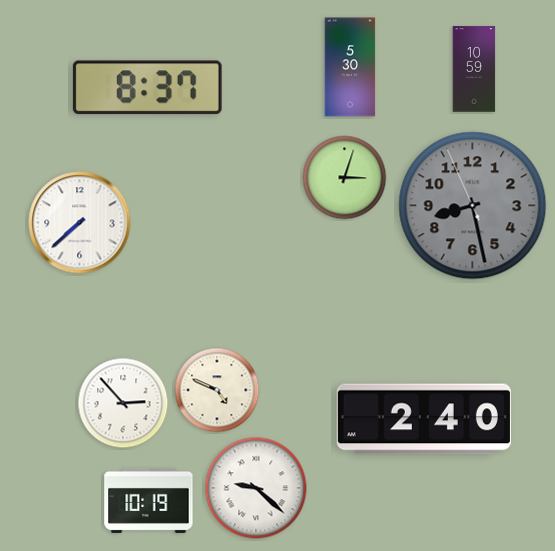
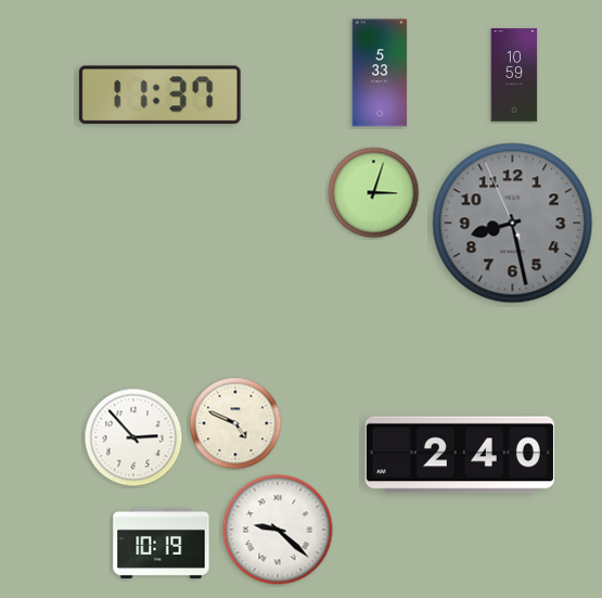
clock at (350, 67): 5:30 -> 5:33
clock at (147, 88): 8:37 -> 11:37
clock at (80, 223): 7:38 -> none
